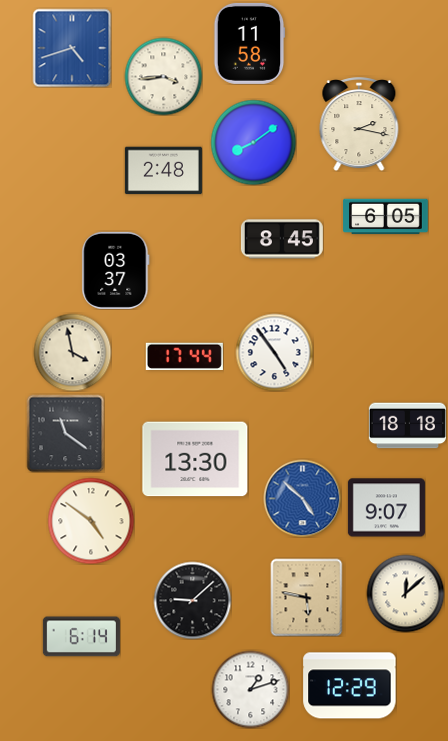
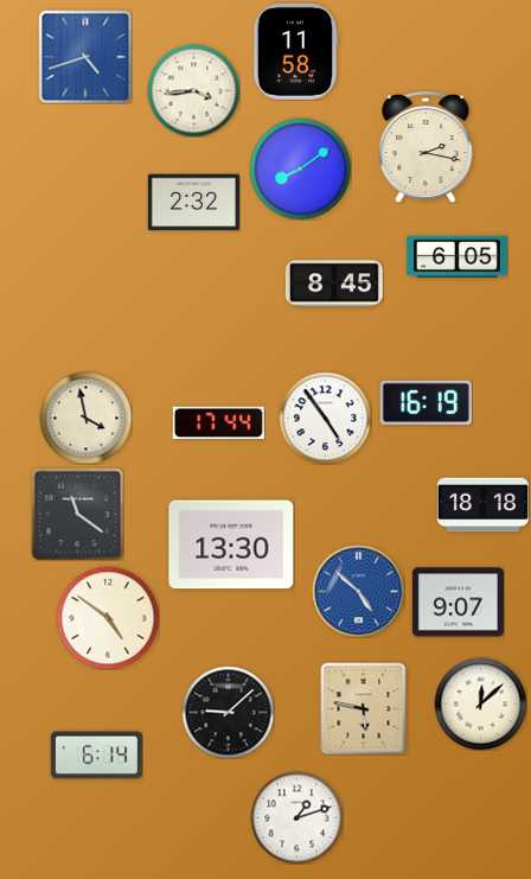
clock at (163, 171): 2:48 -> 2:32
clock at (116, 270): 03:37 -> none
clock at (426, 402): none -> 16:19
clock at (350, 686): 12:29 -> none
